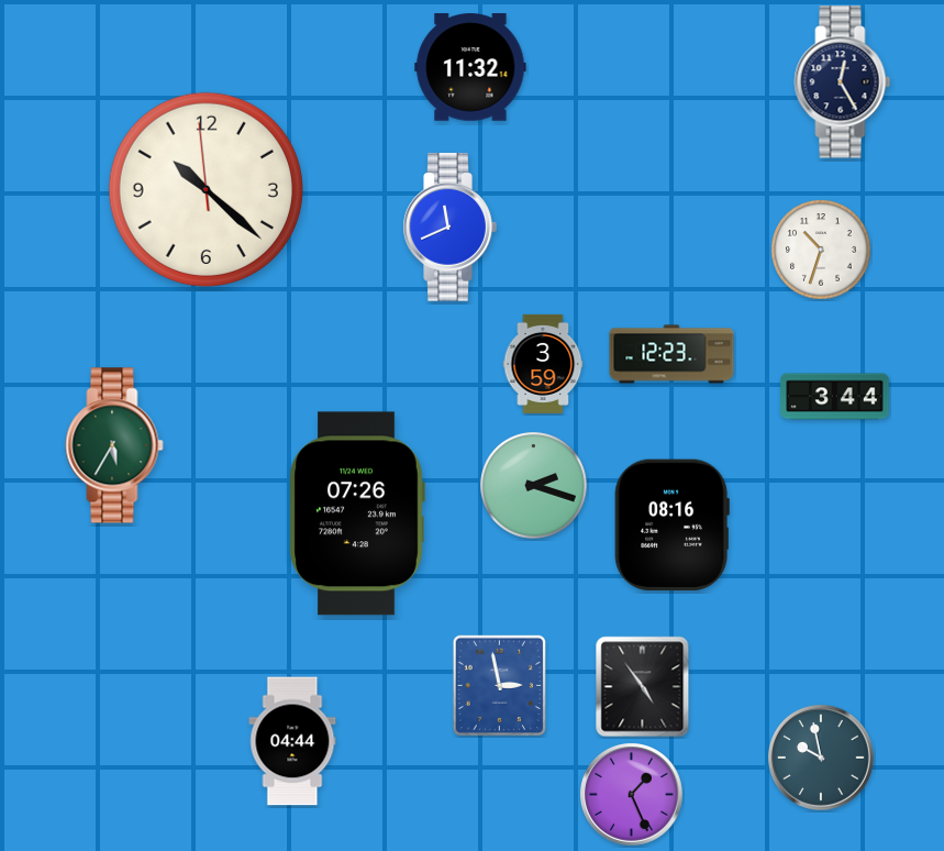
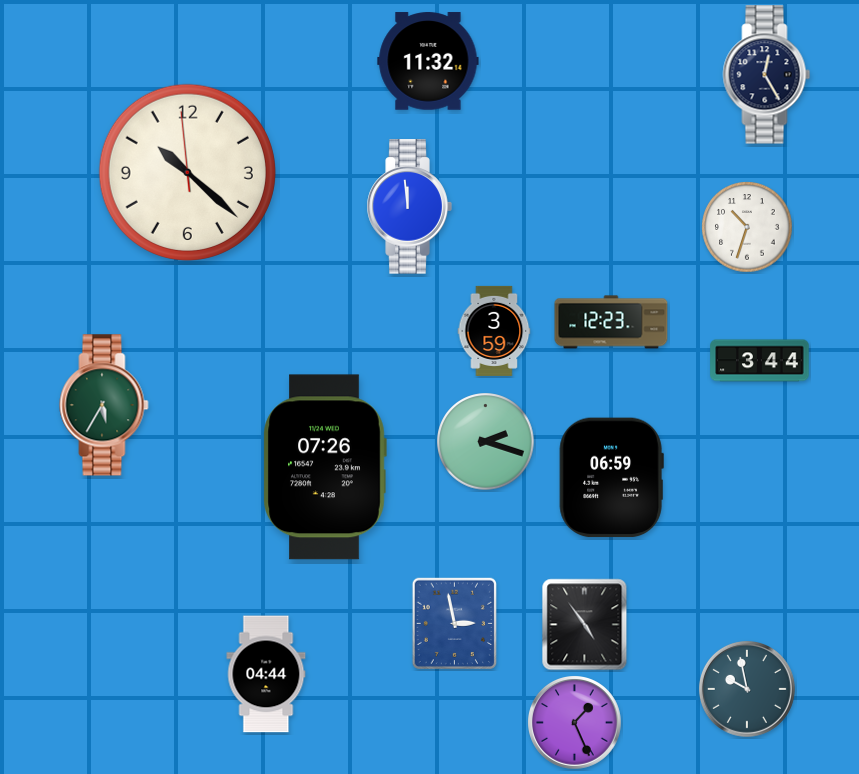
clock at (449, 228): 11:41 -> 11:59
clock at (671, 526): 08:16 -> 06:59
